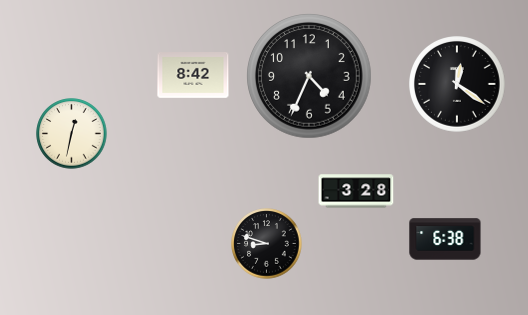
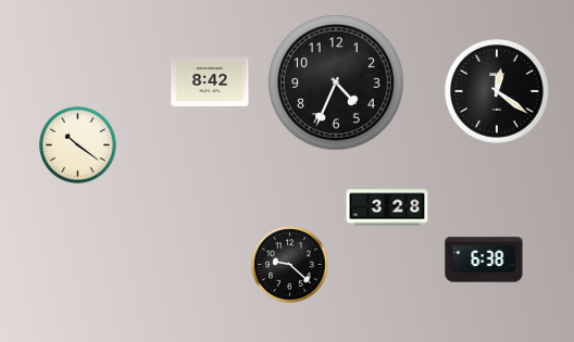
clock at (72, 134): 12:32 -> 10:21
clock at (267, 244): 8:48 -> 9:22
